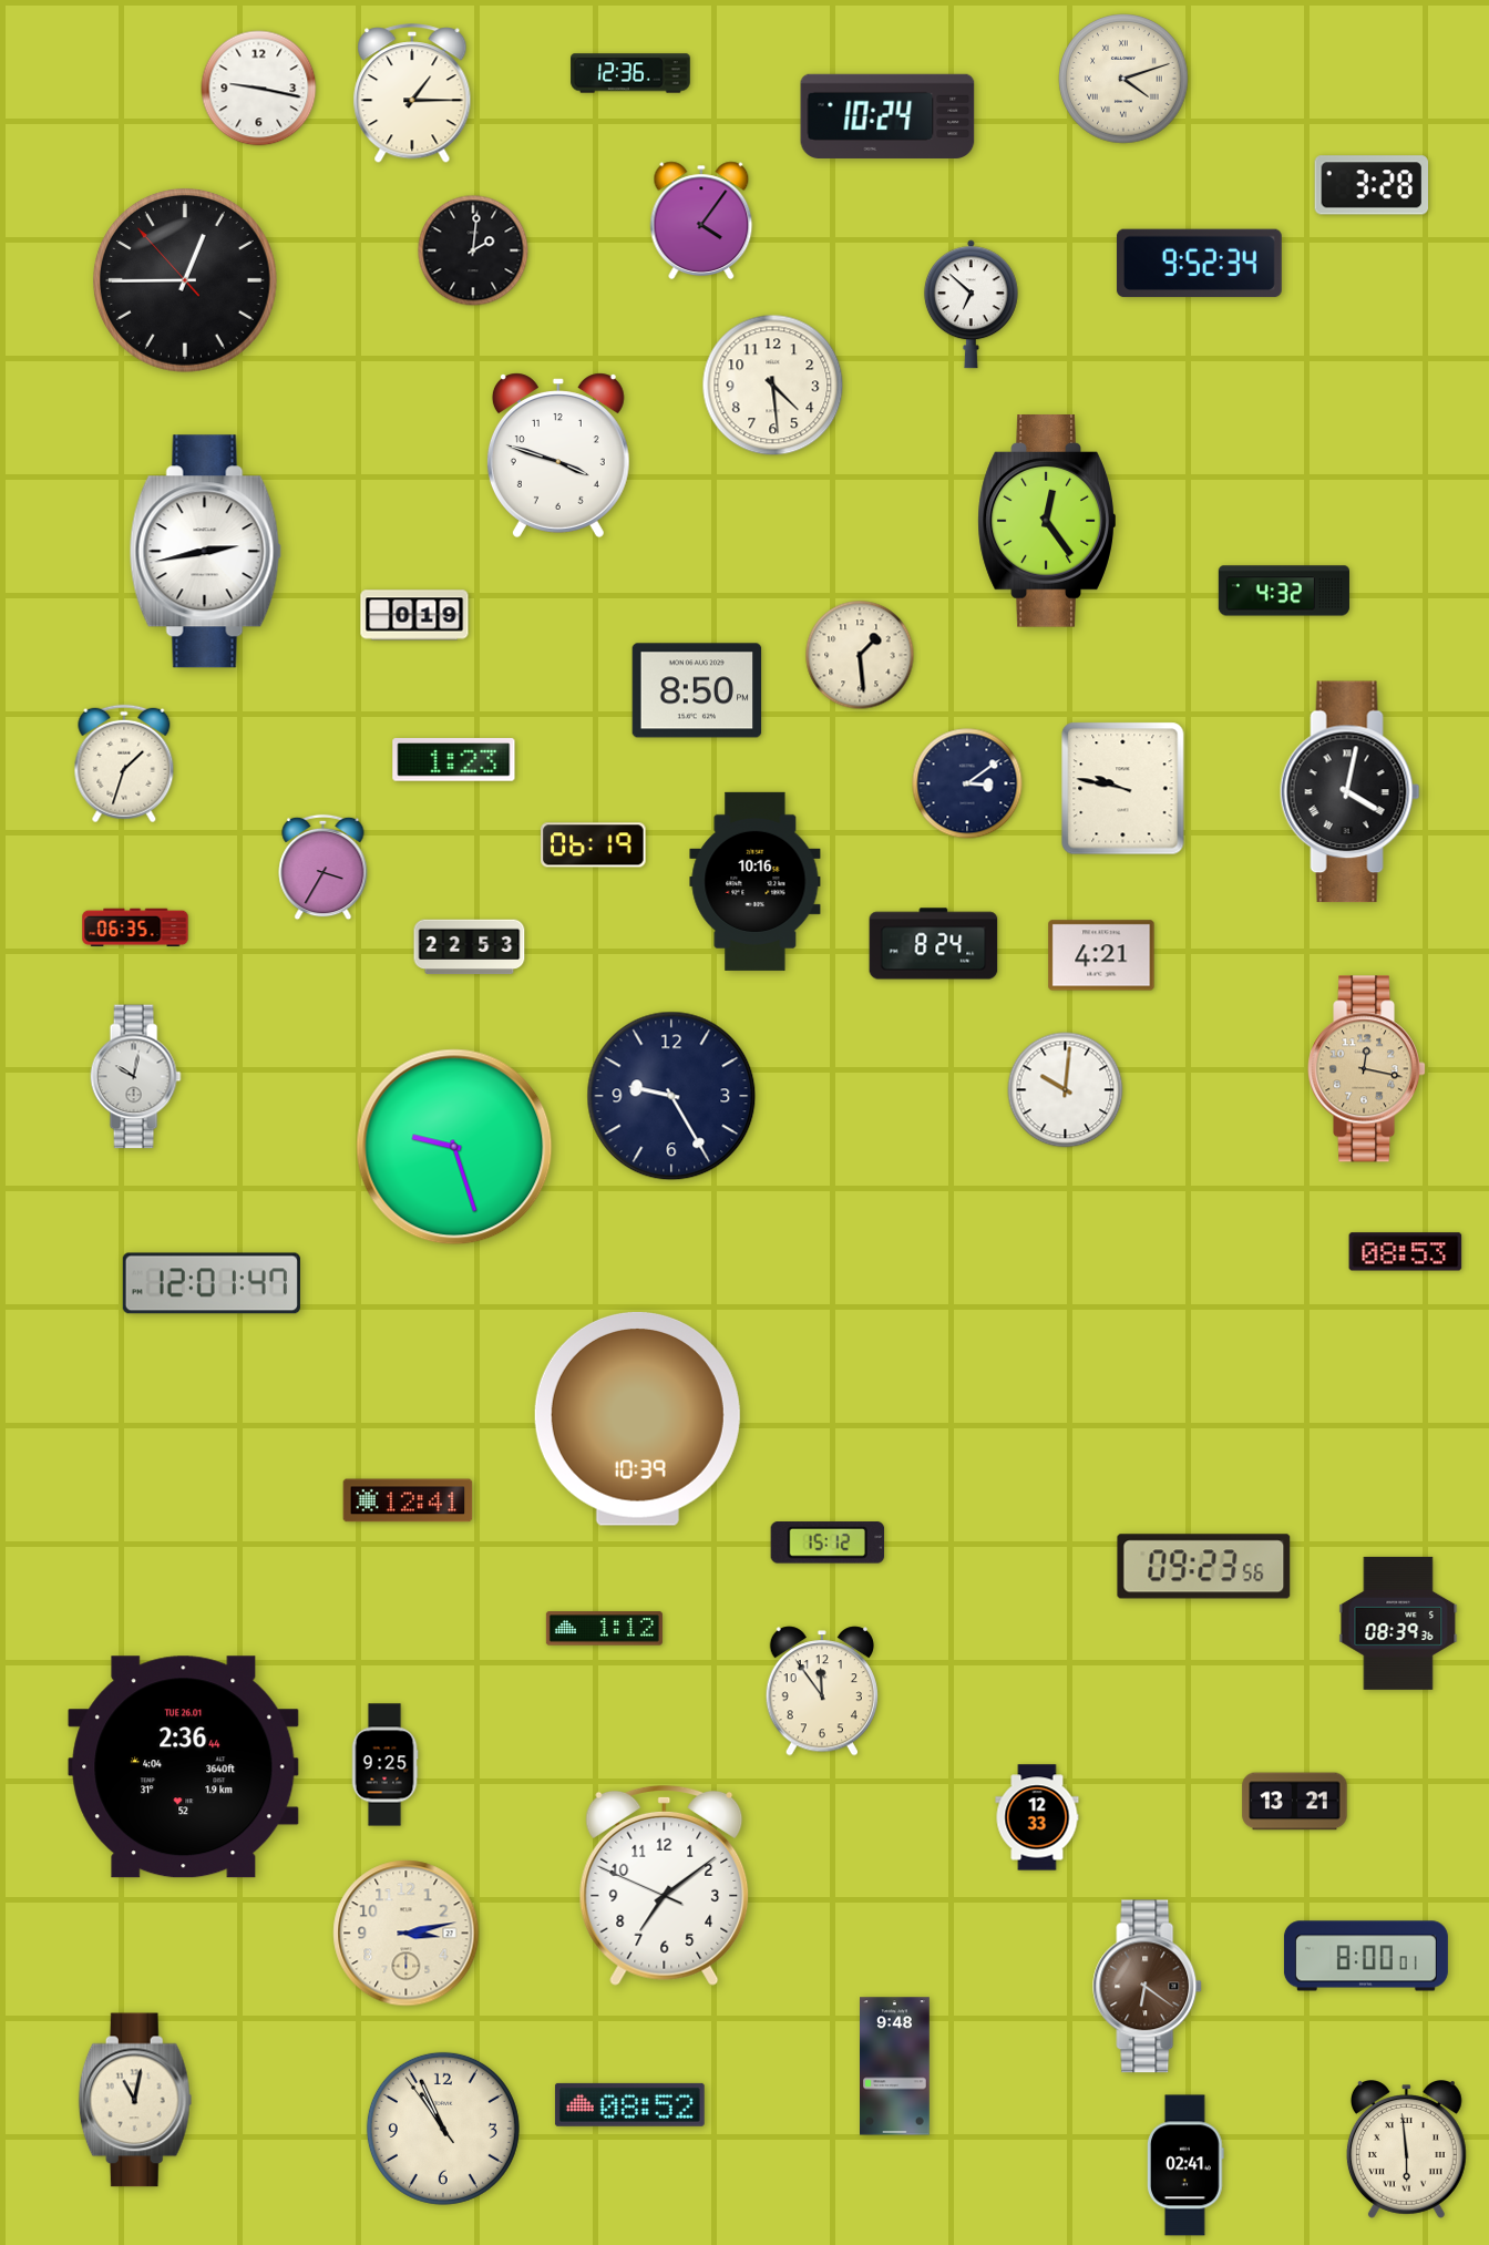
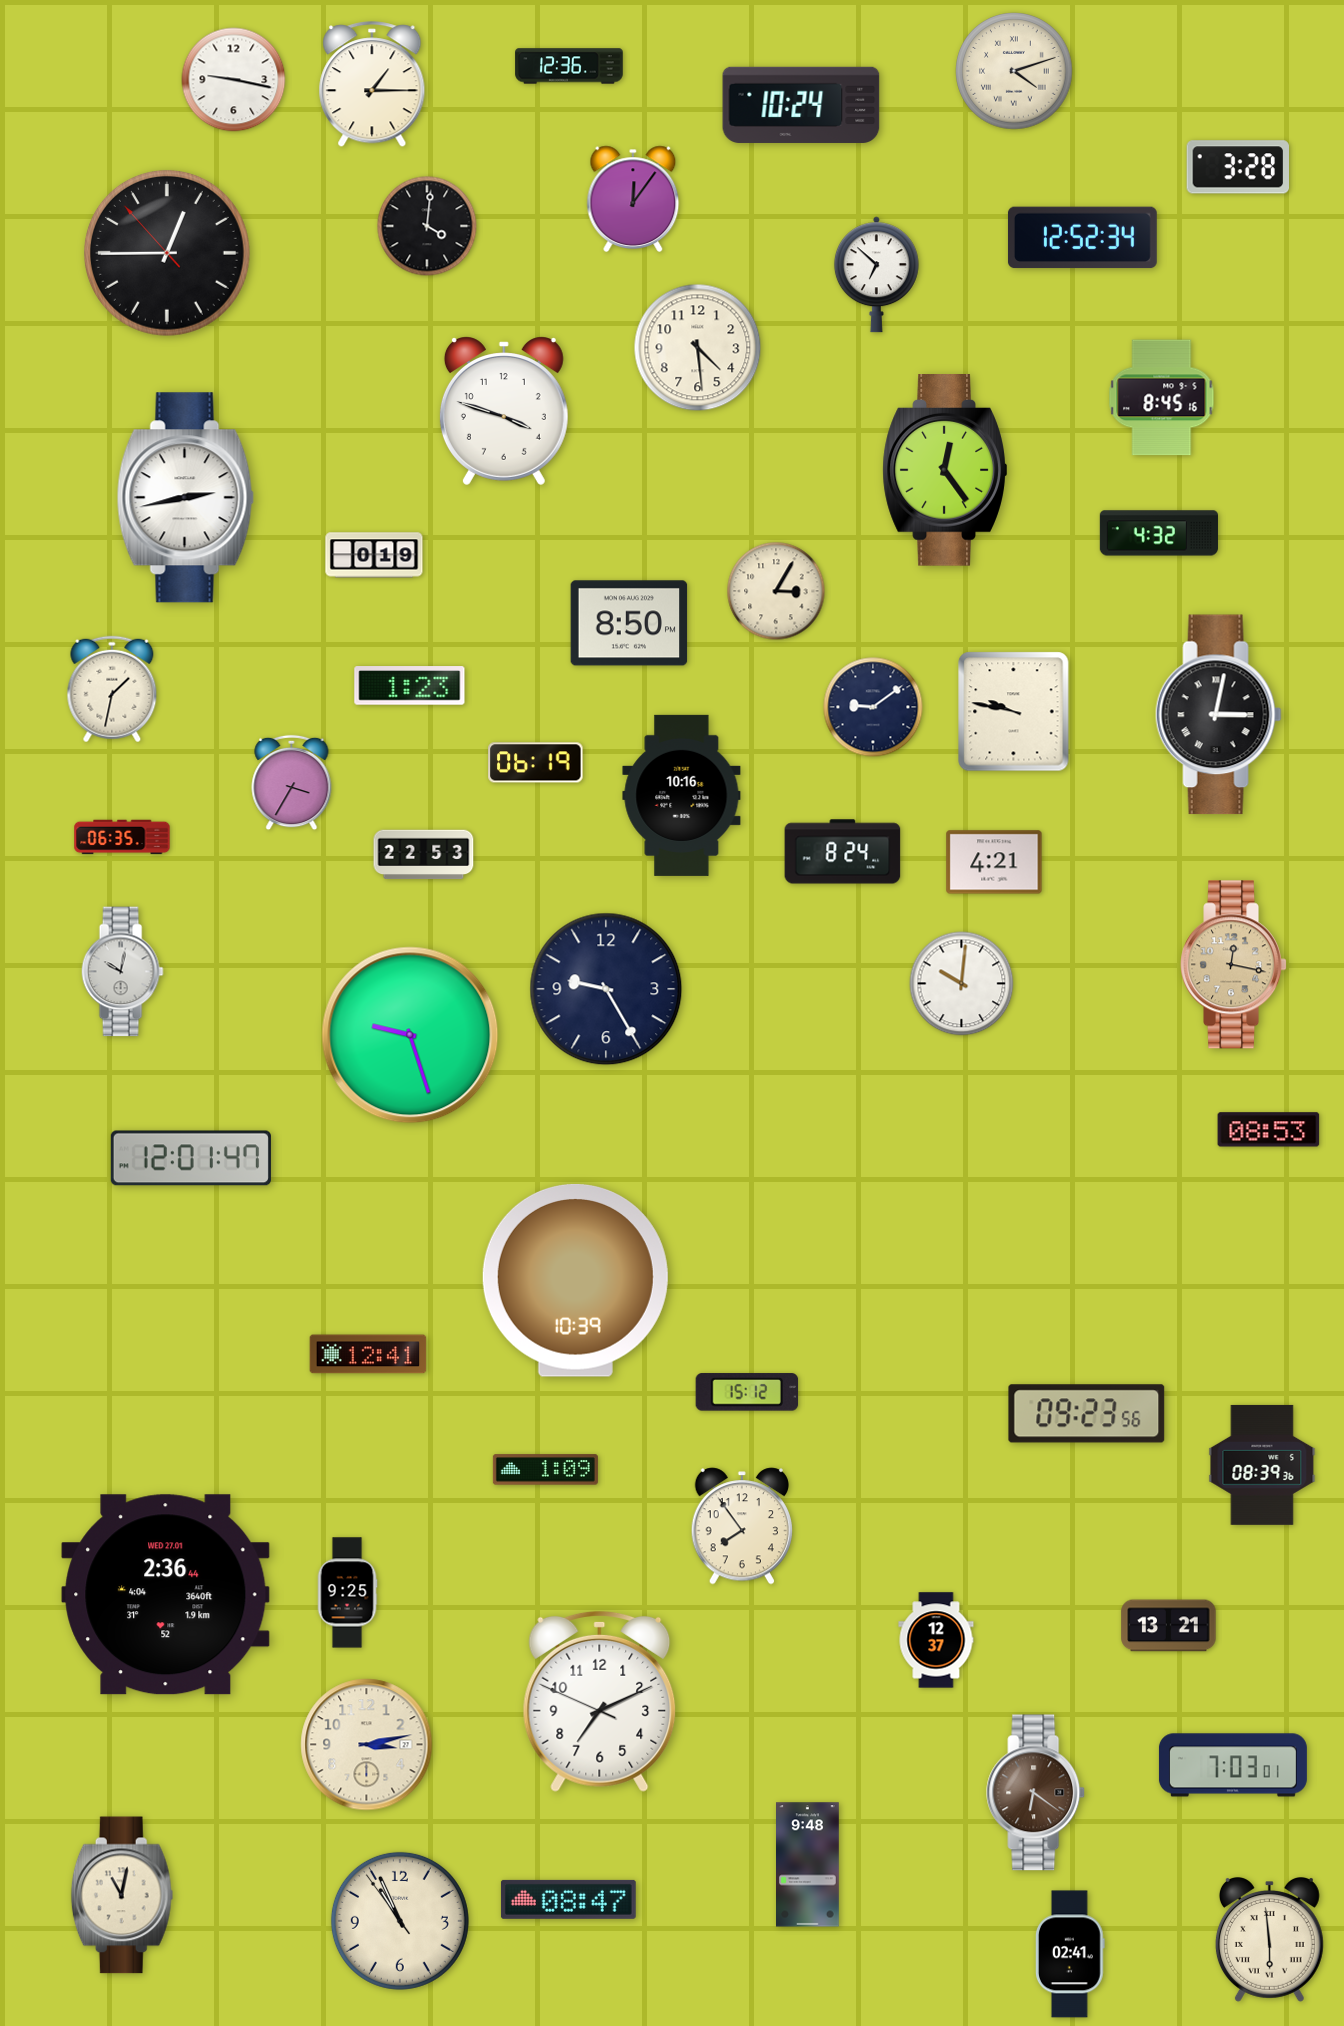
clock at (701, 221): 4:06 -> 12:06
clock at (473, 250): 2:01 -> 4:01
clock at (1199, 264): 9:52 -> 12:52
clock at (1162, 398): none -> 8:45
clock at (860, 655): 1:29 -> 3:05
clock at (124, 763): 1:33 -> 1:32
clock at (967, 783): 3:09 -> 9:09
clock at (1349, 792): 4:02 -> 3:02
clock at (604, 1629): 1:12 -> 1:09
clock at (821, 1691): 11:54 -> 7:54
clock at (184, 1767) date: TUE 26.01 -> WED 27.01
clock at (1037, 1817): 12:33 -> 12:37
clock at (665, 1885): 7:08 -> 7:10
clock at (1366, 1956): 8:00 -> 7:03
clock at (629, 2104): 08:52 -> 08:47
